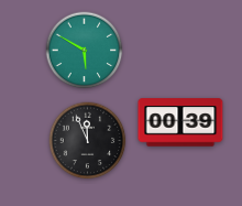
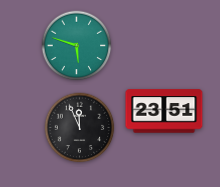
clock at (85, 51): 5:50 -> 5:48
clock at (180, 122): 00:39 -> 23:51
